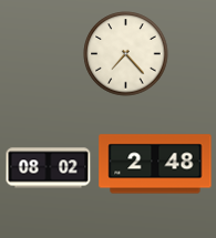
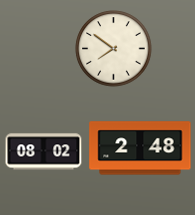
clock at (126, 54): 7:23 -> 7:51
